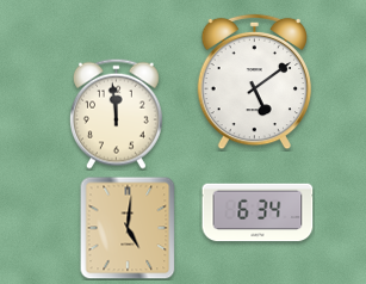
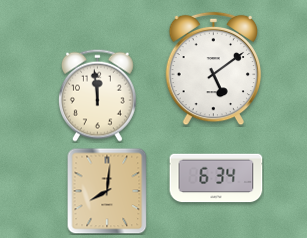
clock at (128, 228): 5:01 -> 8:01
